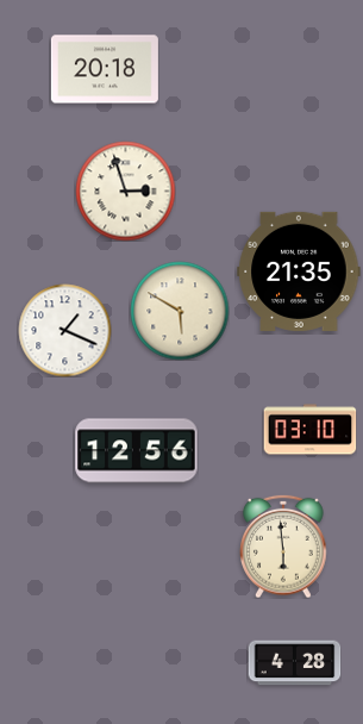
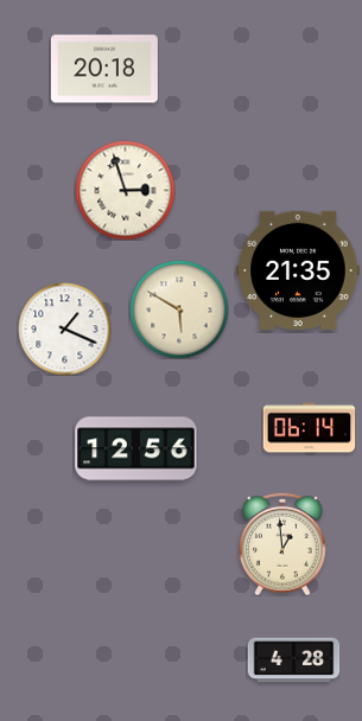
clock at (309, 430): 03:10 -> 06:14
clock at (284, 547): 5:59 -> 12:59
